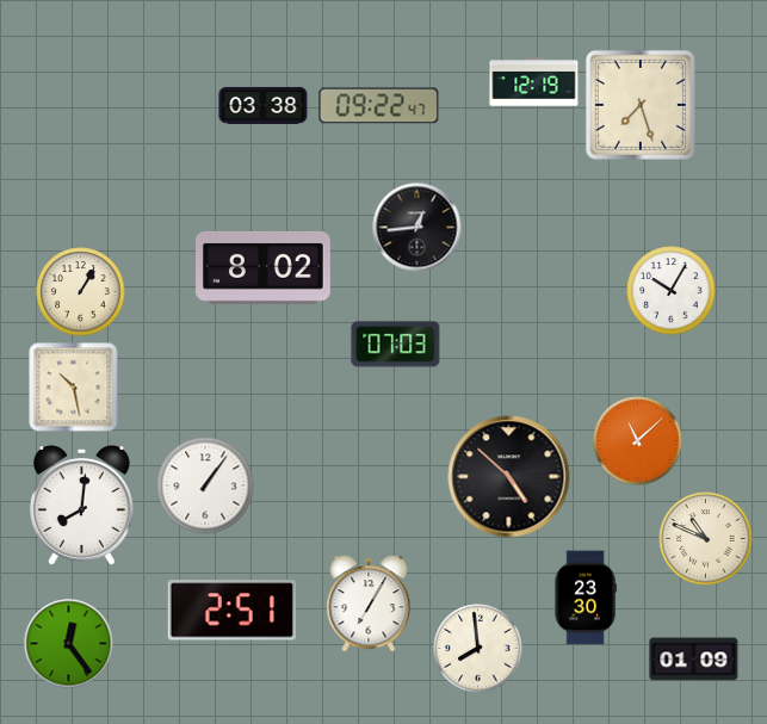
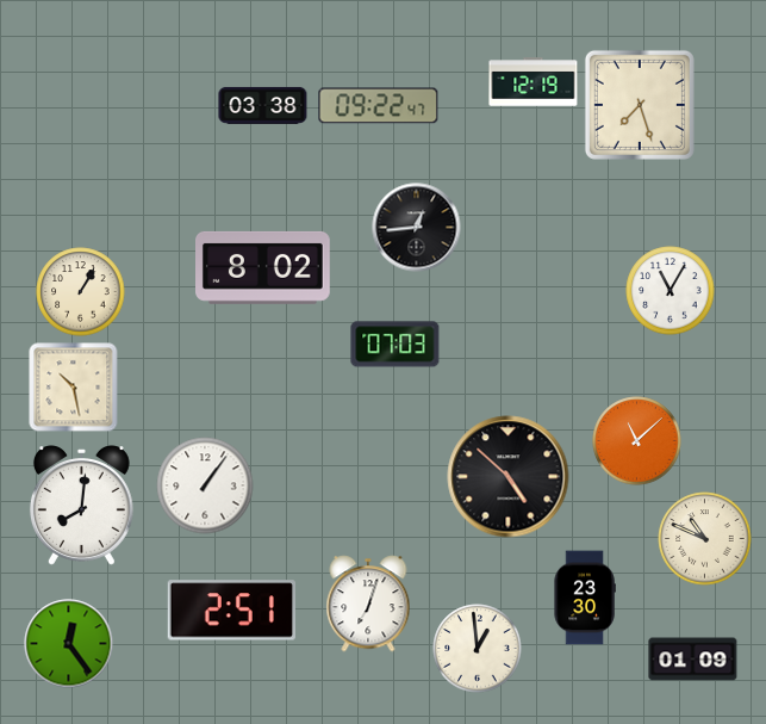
clock at (672, 291): 10:05 -> 11:05
clock at (369, 604): 7:05 -> 7:03
clock at (478, 649): 7:59 -> 12:59
